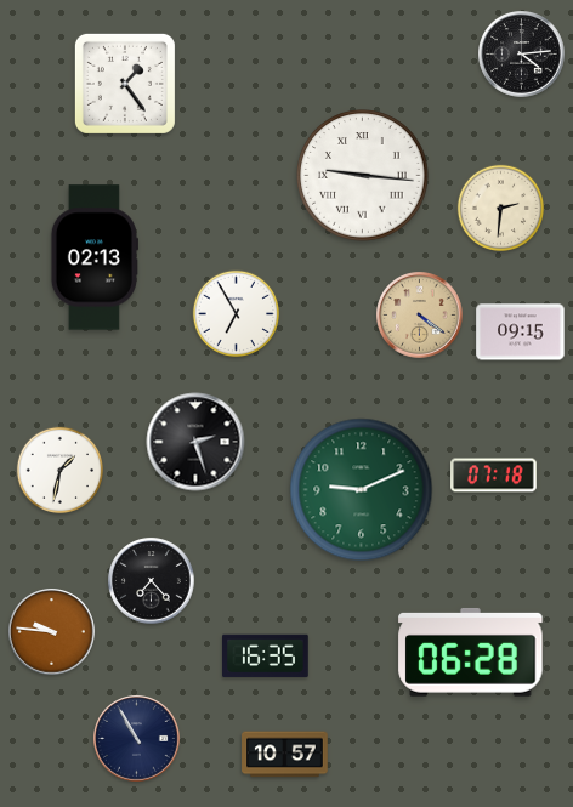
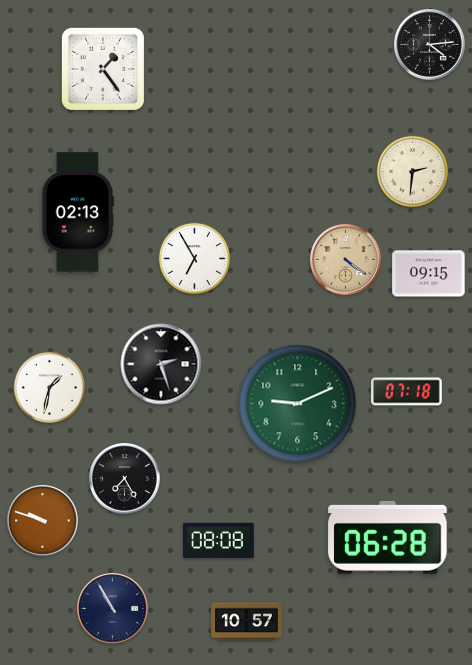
clock at (363, 176): 9:16 -> none
clock at (152, 581): 7:23 -> 7:25
clock at (52, 632): 9:46 -> 9:48
clock at (266, 657): 16:35 -> 08:08
clock at (285, 755) position: (285, 755) -> (247, 622)
